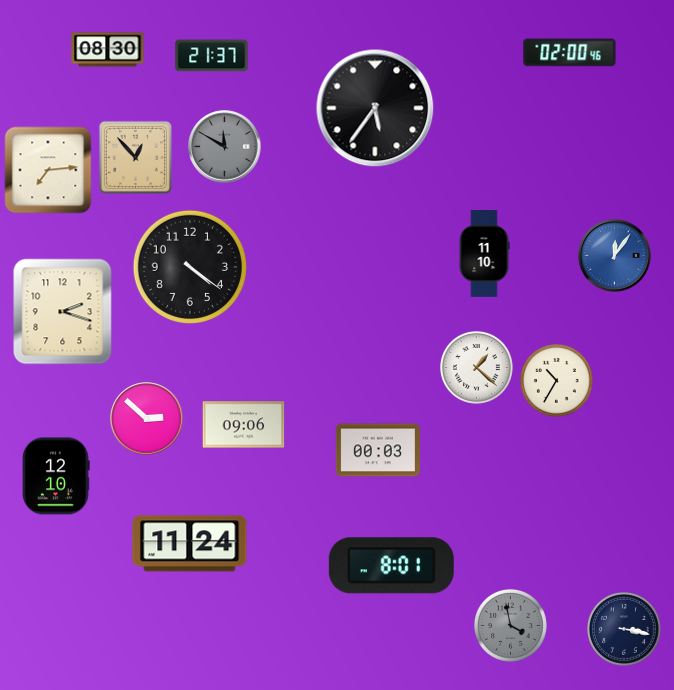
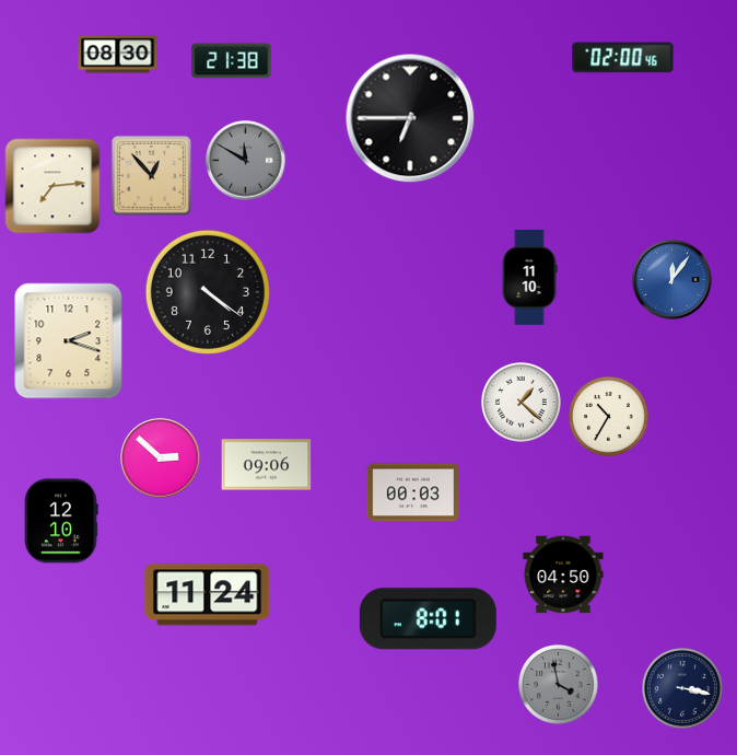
clock at (212, 56): 21:37 -> 21:38
clock at (375, 108): 5:36 -> 6:45
clock at (135, 157) position: (135, 157) -> (151, 175)
clock at (563, 574): none -> 04:50
